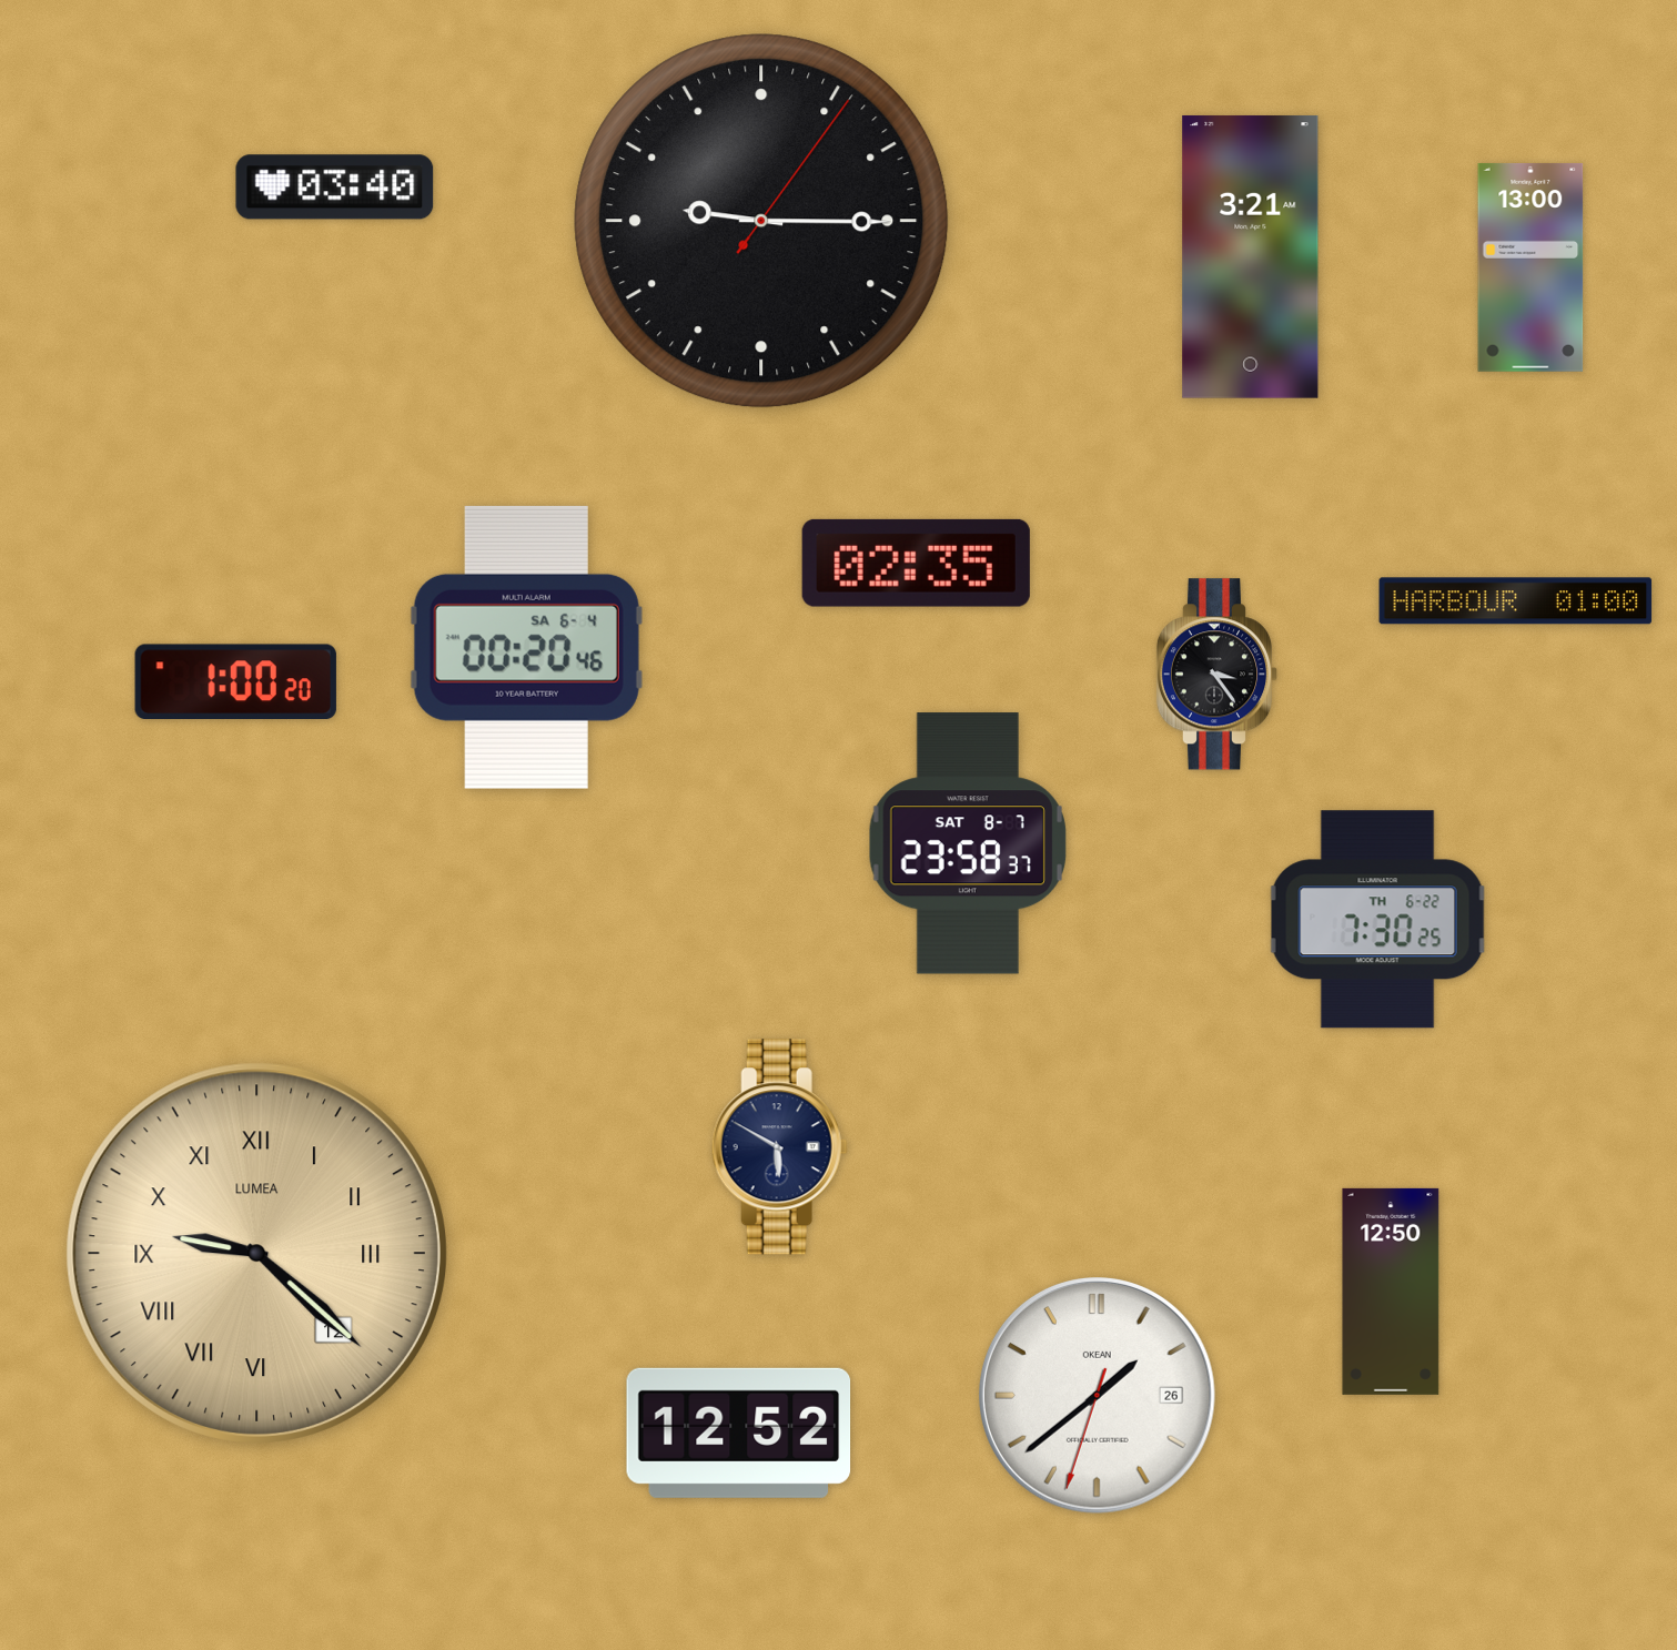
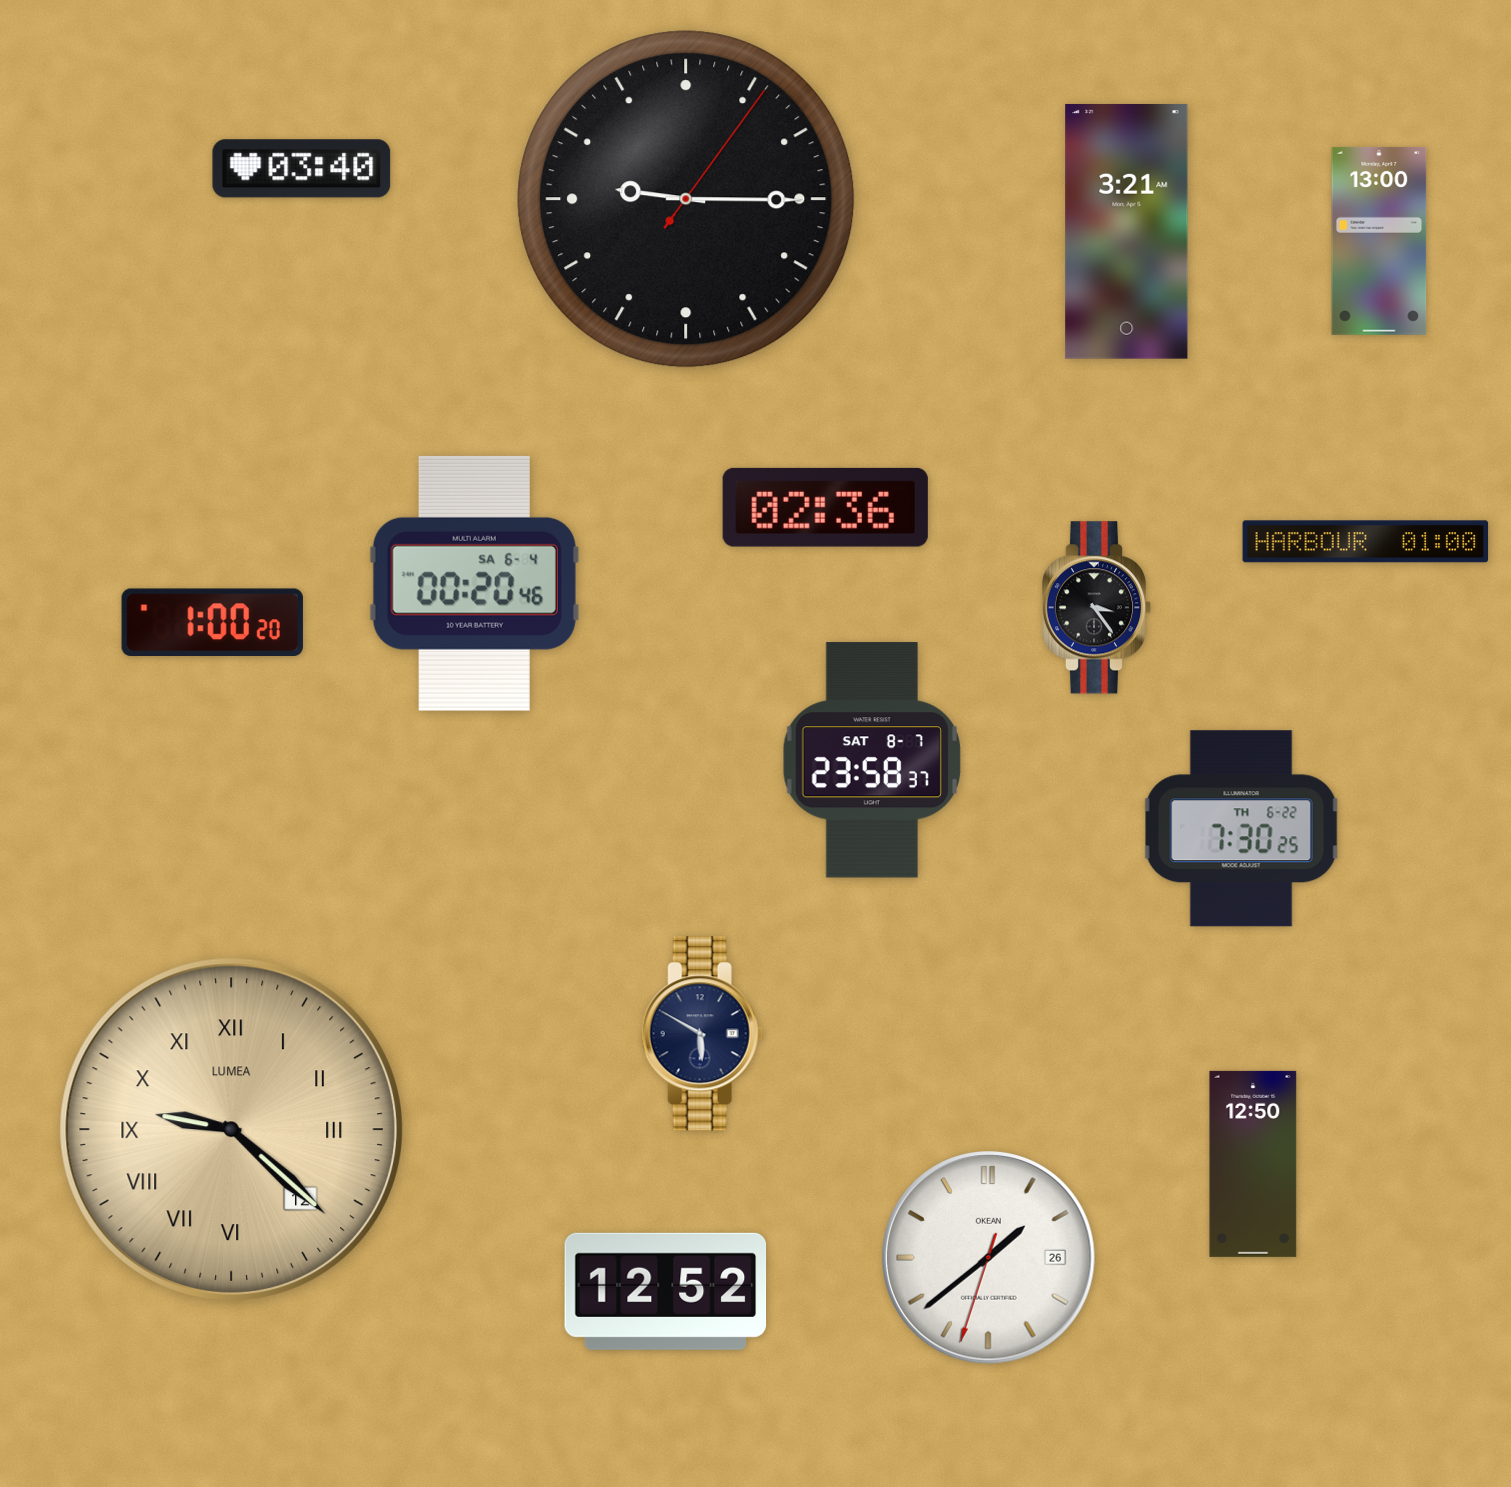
clock at (916, 563): 02:35 -> 02:36
clock at (235, 681) position: (235, 681) -> (212, 622)
